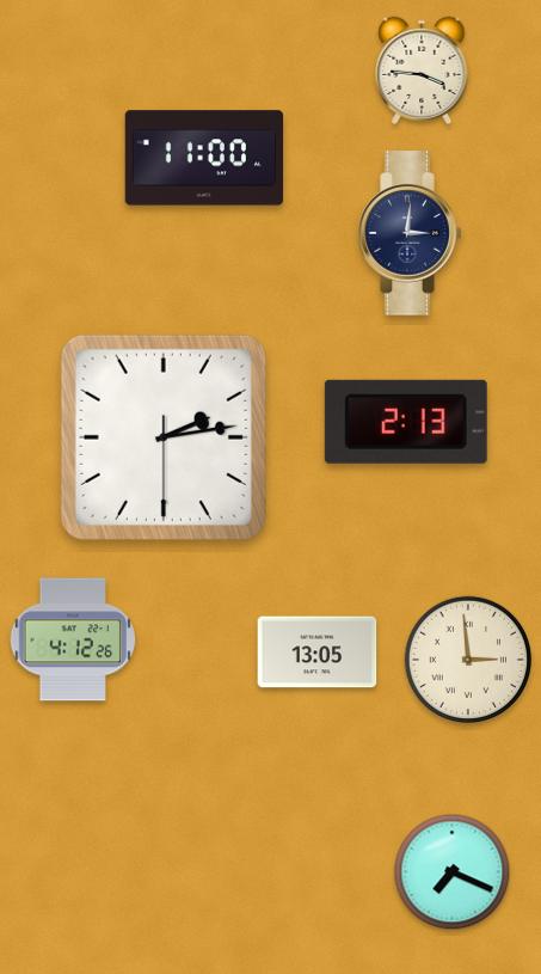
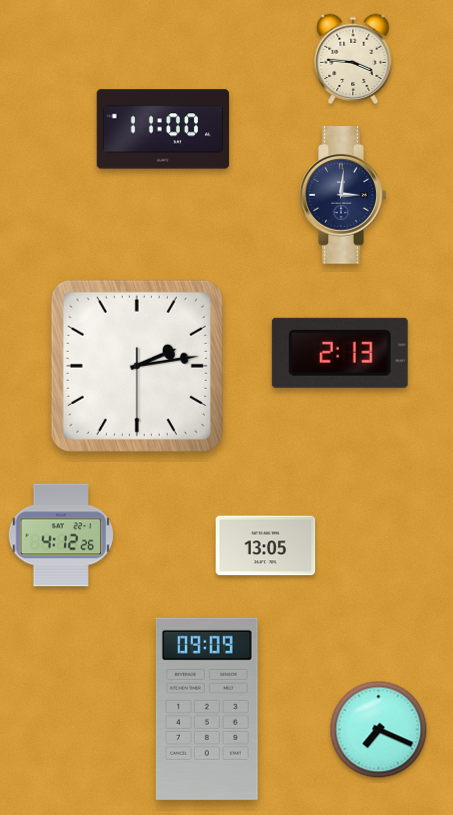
clock at (204, 158) position: (204, 158) -> (163, 129)
clock at (468, 660): 2:59 -> none
clock at (207, 709): none -> 09:09
